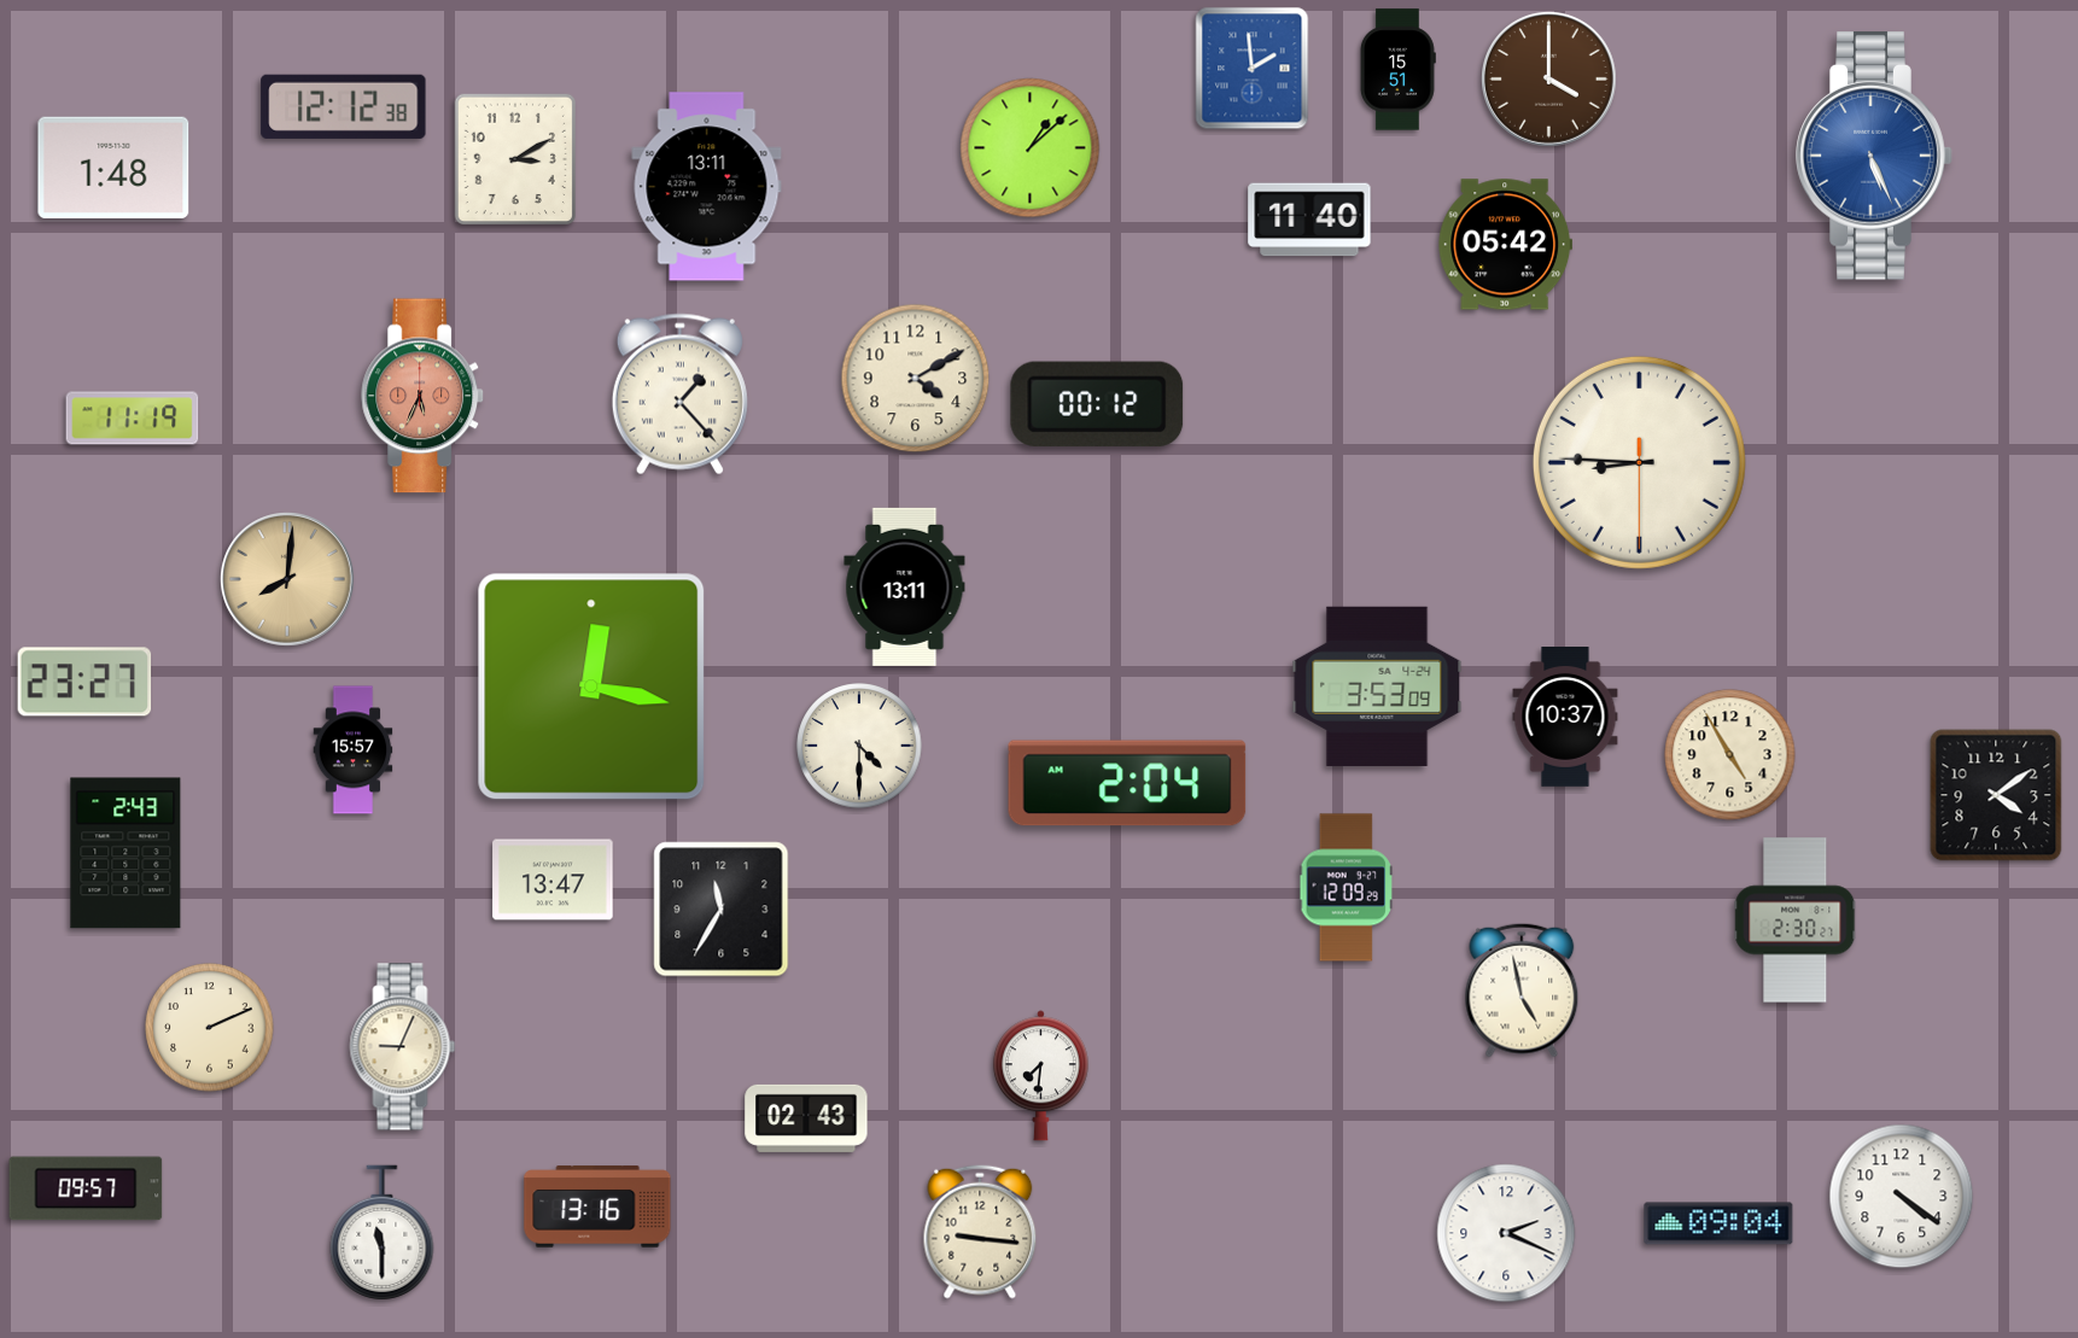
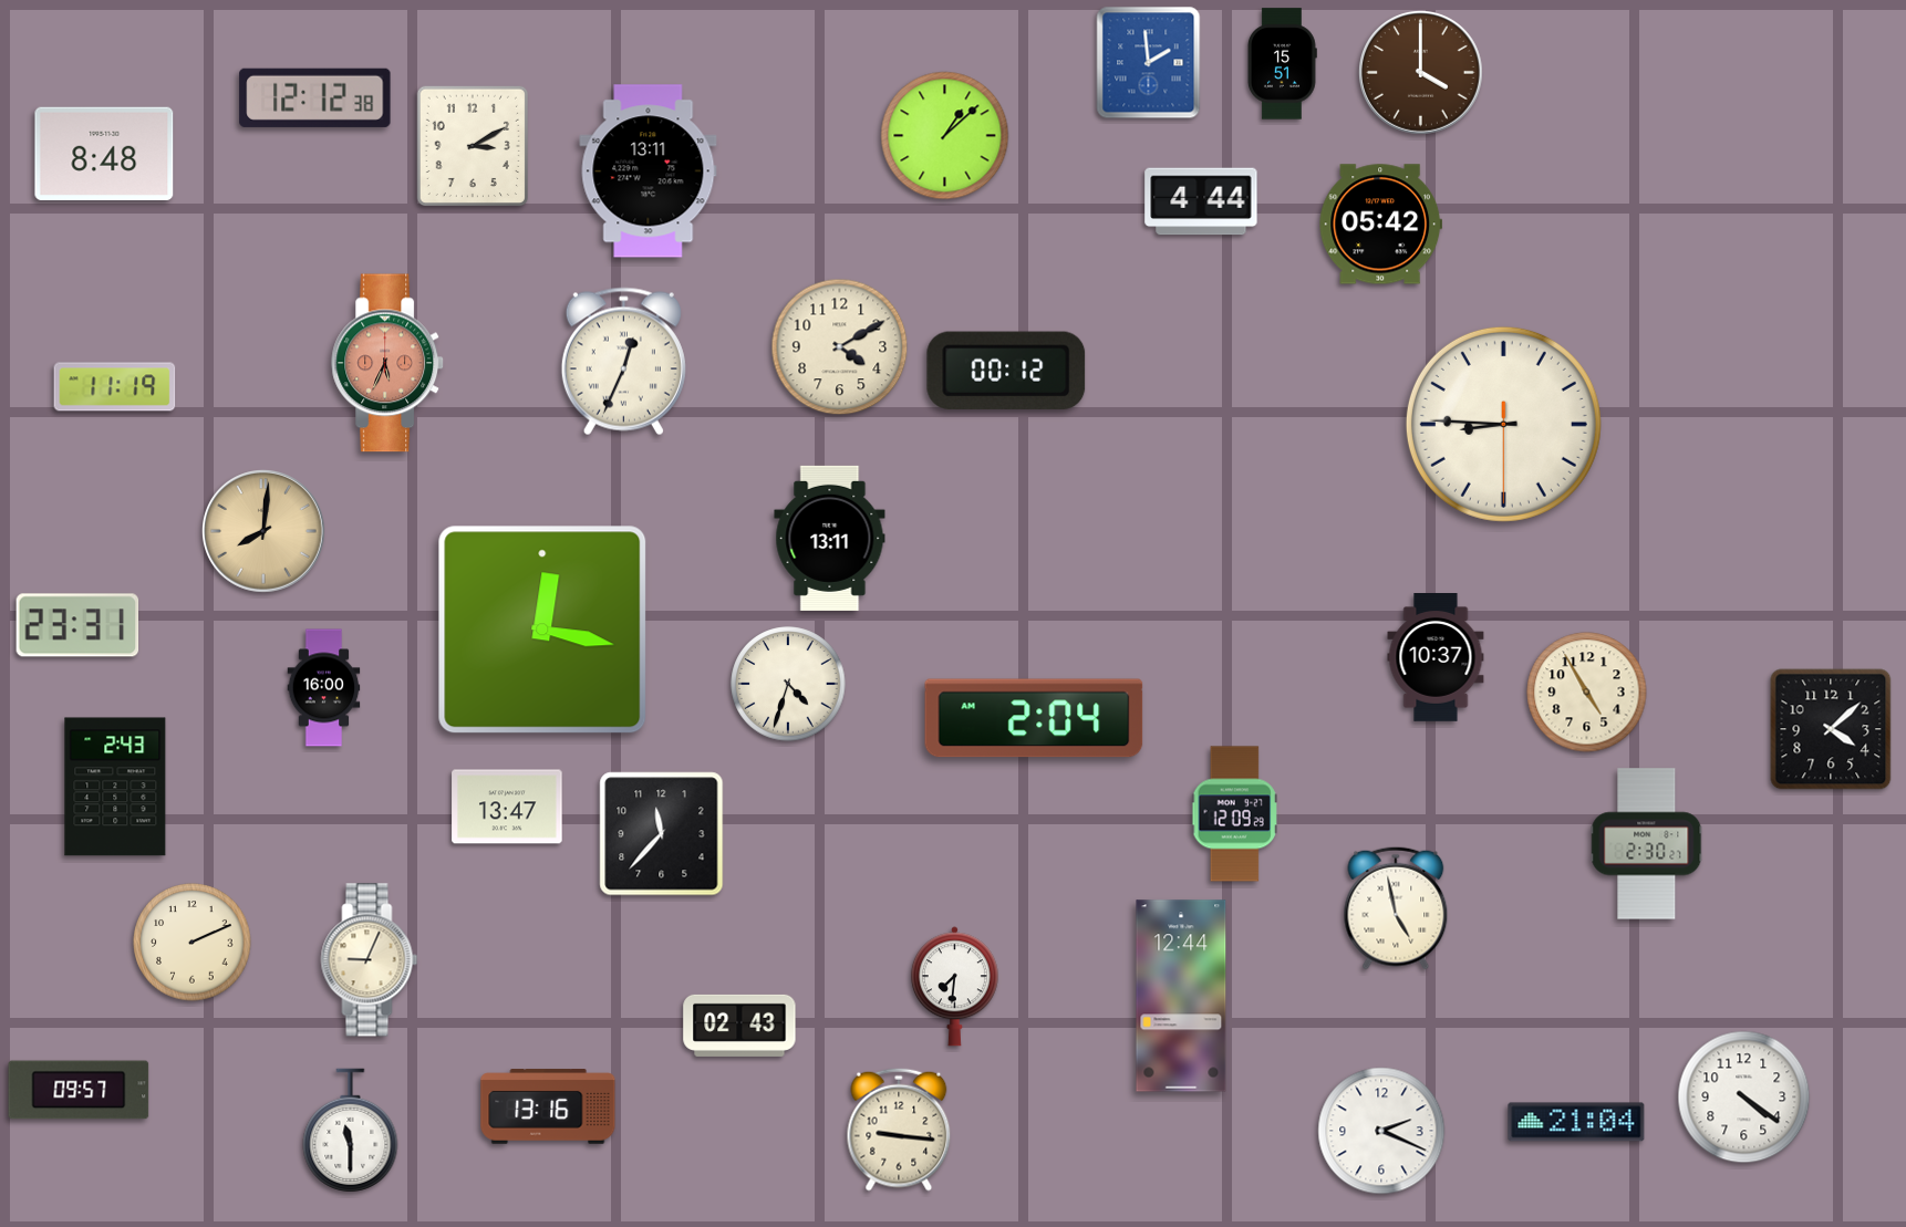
clock at (1874, 156): 5:26 -> none
clock at (113, 168): 1:48 -> 8:48
clock at (1309, 220): 11:40 -> 4:44
clock at (679, 395): 1:23 -> 12:34
clock at (133, 419) position: (133, 419) -> (115, 387)
clock at (84, 682): 23:27 -> 23:31
clock at (1377, 686): 3:53 -> none
clock at (859, 746): 4:30 -> 4:33
clock at (354, 750): 15:57 -> 16:00
clock at (1996, 795): 4:09 -> 4:08
clock at (126, 853) position: (126, 853) -> (115, 787)
clock at (722, 910): 11:35 -> 11:37
clock at (1181, 996): none -> 12:44
clock at (1718, 1223): 09:04 -> 21:04
